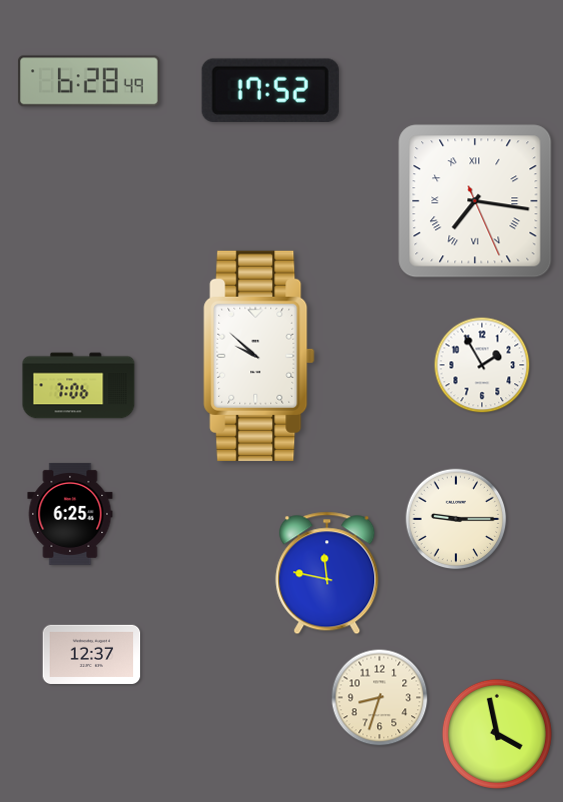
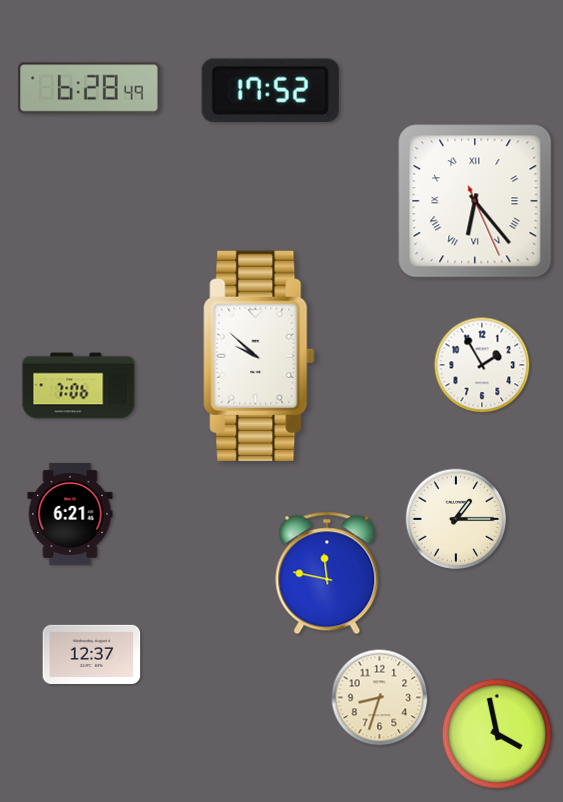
clock at (89, 81) position: (89, 81) -> (89, 88)
clock at (475, 201): 7:16 -> 6:23
clock at (70, 514): 6:25 -> 6:21
clock at (456, 519): 9:15 -> 1:15
